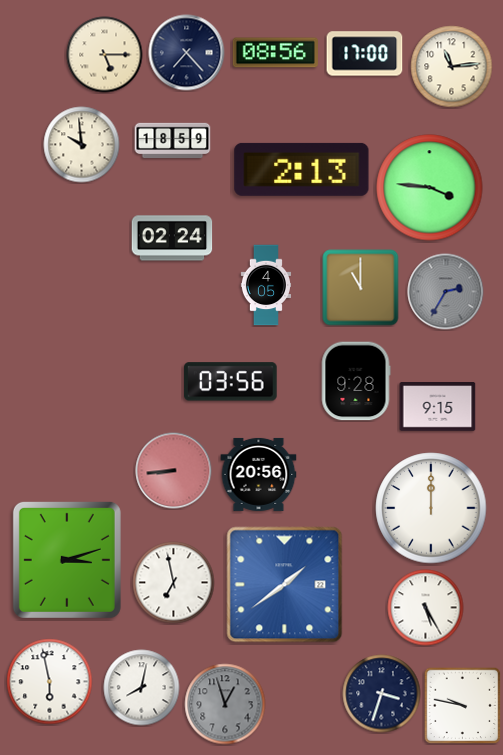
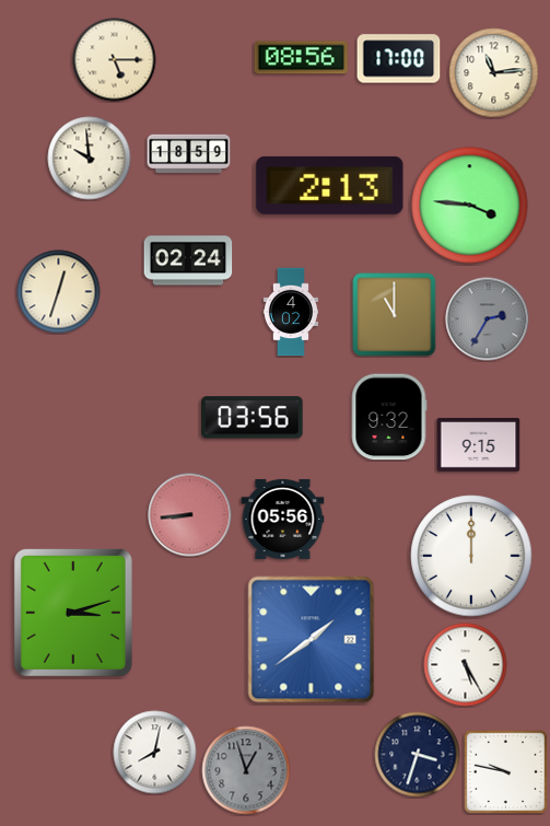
clock at (187, 53): 7:23 -> none
clock at (59, 292): none -> 12:33
clock at (265, 285): 4:05 -> 4:02
clock at (356, 381): 9:28 -> 9:32
clock at (259, 474): 20:56 -> 05:56
clock at (174, 583): 6:58 -> none
clock at (50, 682): 5:58 -> none
clock at (382, 694) position: (382, 694) -> (418, 755)
